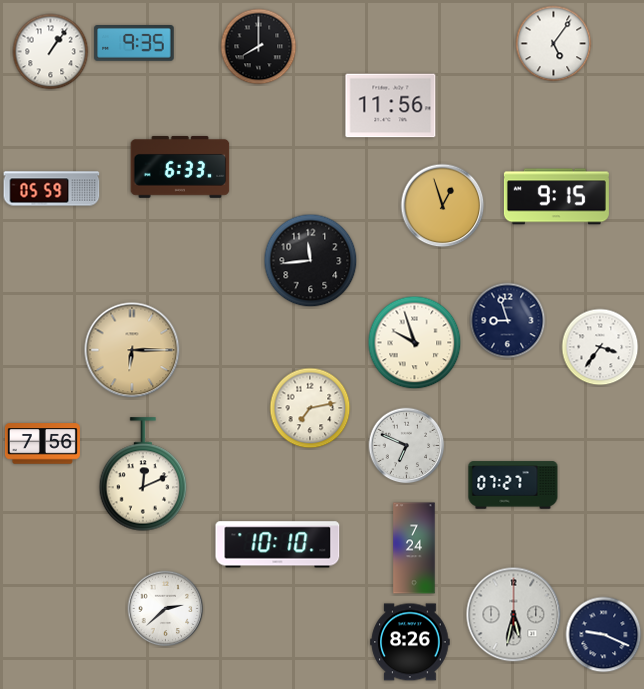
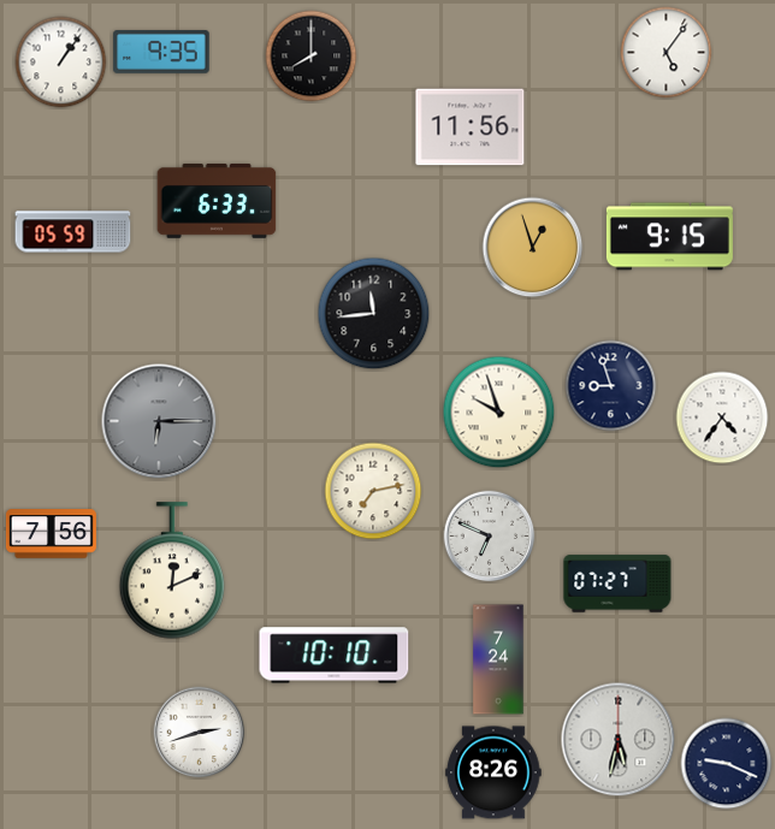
clock at (52, 189) position: (52, 189) -> (73, 232)
clock at (600, 347): 3:36 -> 4:36
clock at (132, 350) dial: champagne -> grey
clock at (166, 609): 2:38 -> 2:42
